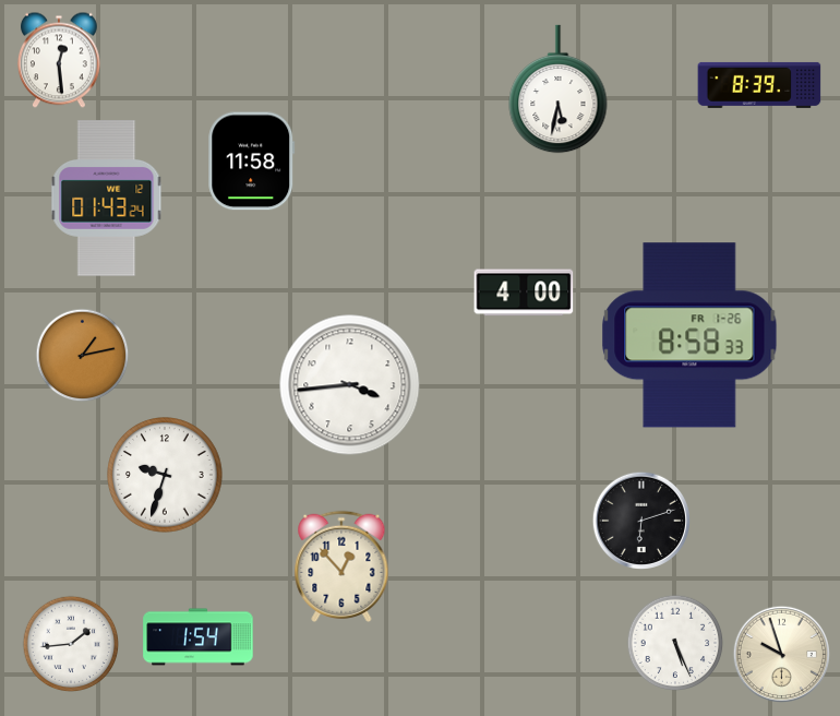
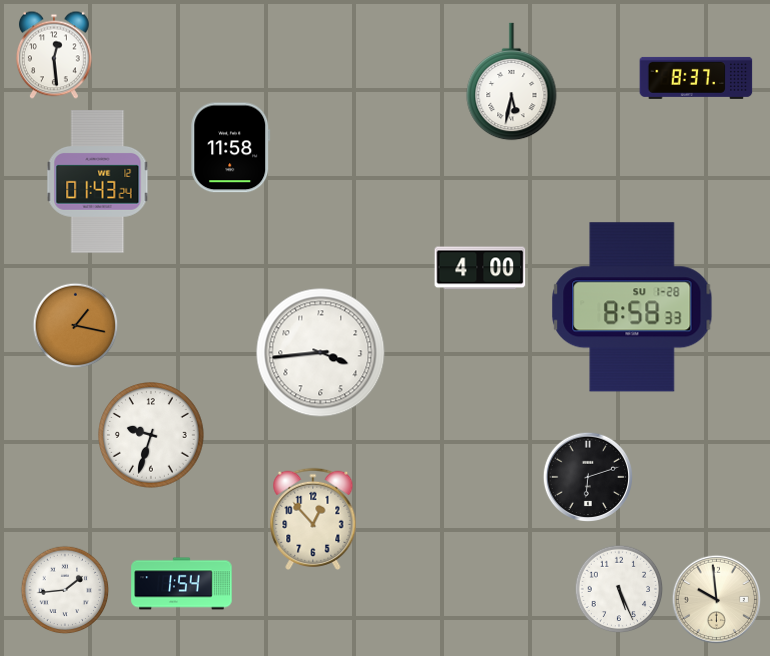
clock at (759, 85): 8:39 -> 8:37
clock at (689, 335) date: FR 1-26 -> SU 1-28
clock at (83, 356): 1:13 -> 1:17
clock at (781, 654): 9:57 -> 9:59
